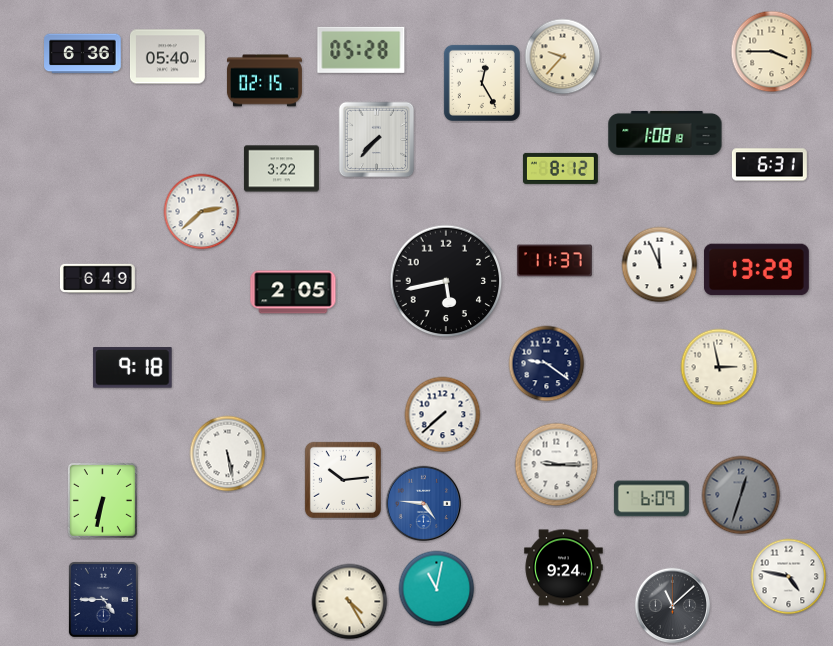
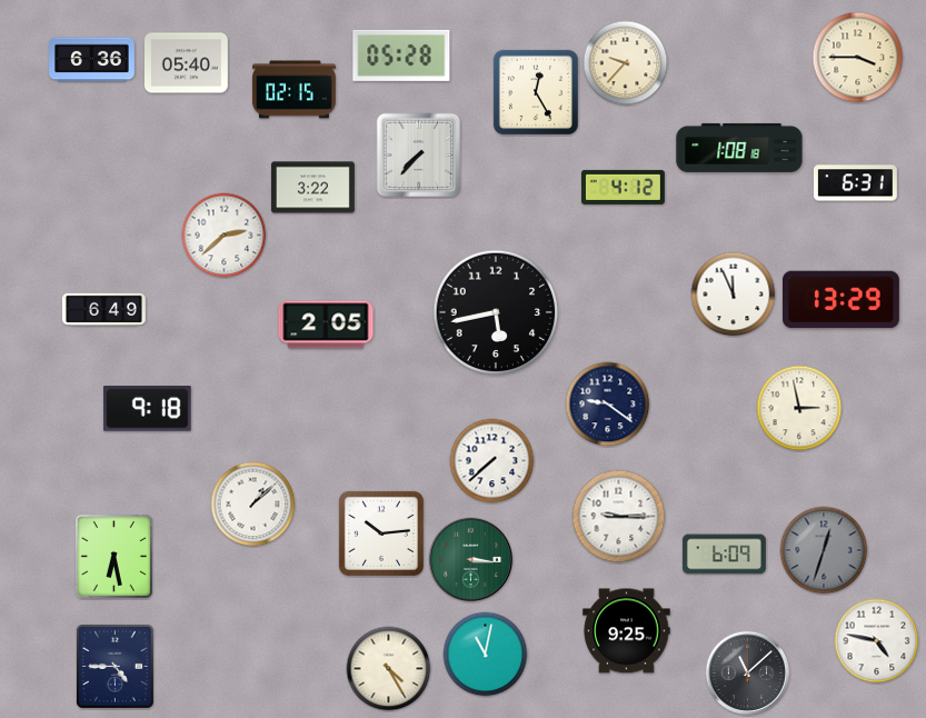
clock at (560, 168): 8:12 -> 4:12
clock at (554, 261): 11:37 -> none
clock at (97, 278) position: (97, 278) -> (103, 309)
clock at (228, 454): 5:28 -> 1:08
clock at (102, 500): 6:32 -> 6:28
clock at (424, 504): 4:46 -> 3:16
clock at (424, 504) dial: blue -> green
clock at (564, 568): 9:24 -> 9:25
